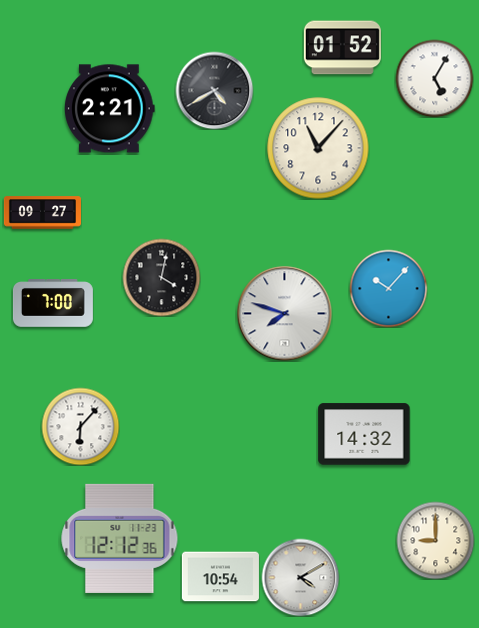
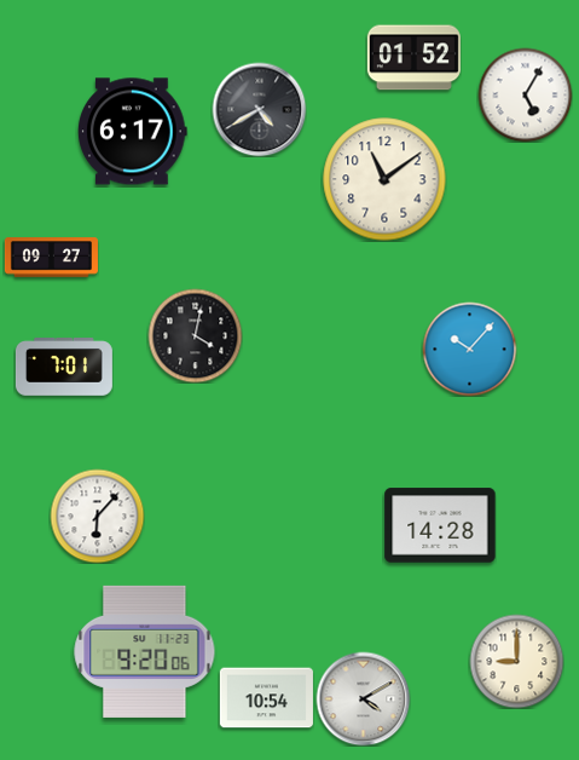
clock at (110, 109): 2:21 -> 6:17
clock at (318, 148): 11:07 -> 11:09
clock at (53, 304): 7:00 -> 7:01
clock at (284, 313): 7:48 -> none
clock at (364, 434): 14:32 -> 14:28
clock at (120, 538): 12:12 -> 9:20
clock at (435, 540) position: (435, 540) -> (516, 661)
